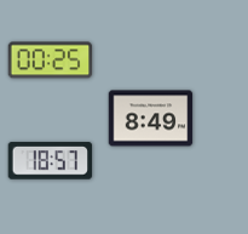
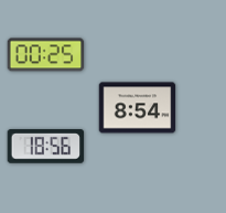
clock at (151, 119): 8:49 -> 8:54
clock at (51, 161): 18:57 -> 18:56
